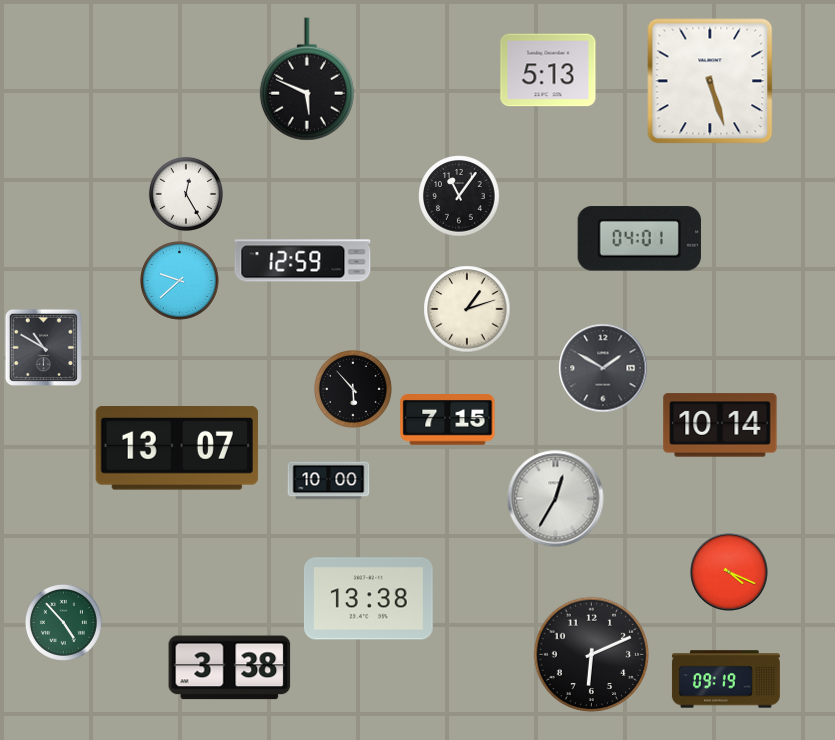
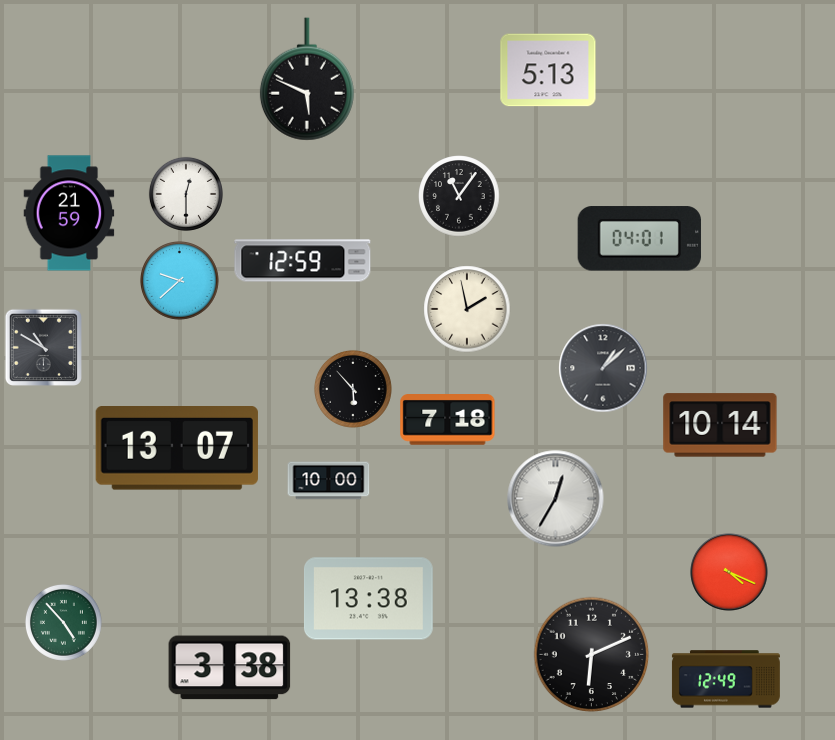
clock at (710, 81): 5:27 -> none
clock at (186, 194): 12:25 -> 12:30
clock at (69, 213): none -> 21:59
clock at (467, 309): 1:12 -> 1:58
clock at (603, 368): 1:50 -> 1:08
clock at (448, 420): 7:15 -> 7:18
clock at (726, 679): 09:19 -> 12:49
